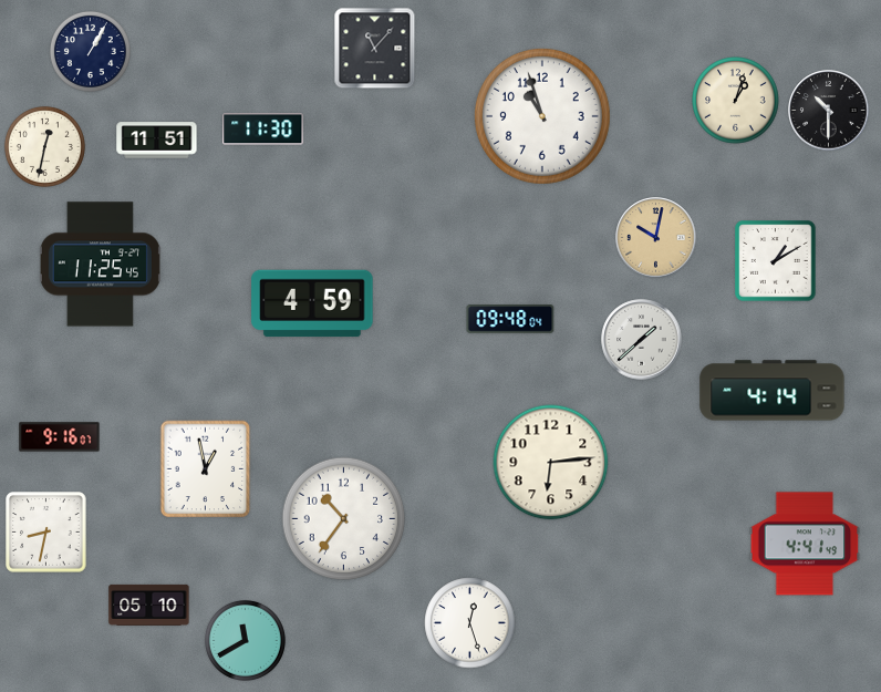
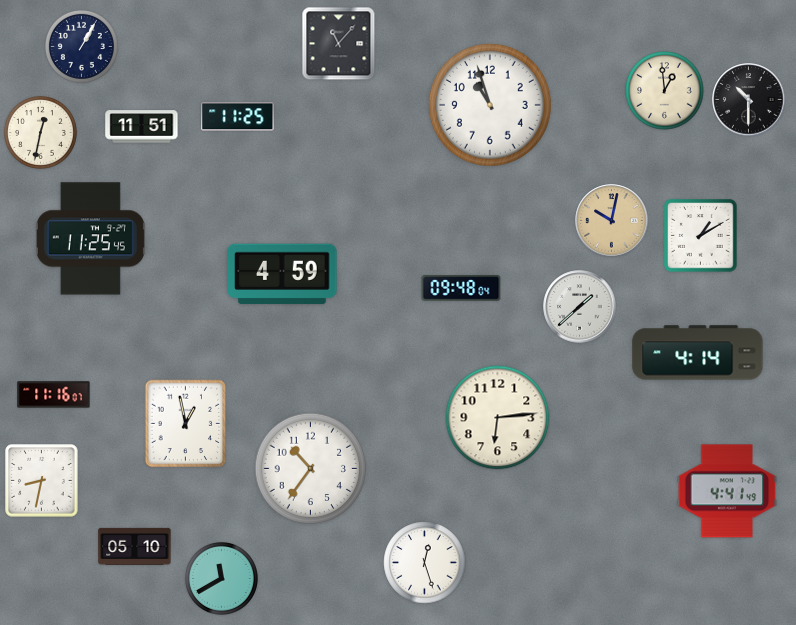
clock at (736, 101): 1:03 -> 12:59
clock at (263, 130): 11:30 -> 11:25
clock at (656, 238) position: (656, 238) -> (612, 221)
clock at (60, 437): 9:16 -> 11:16
